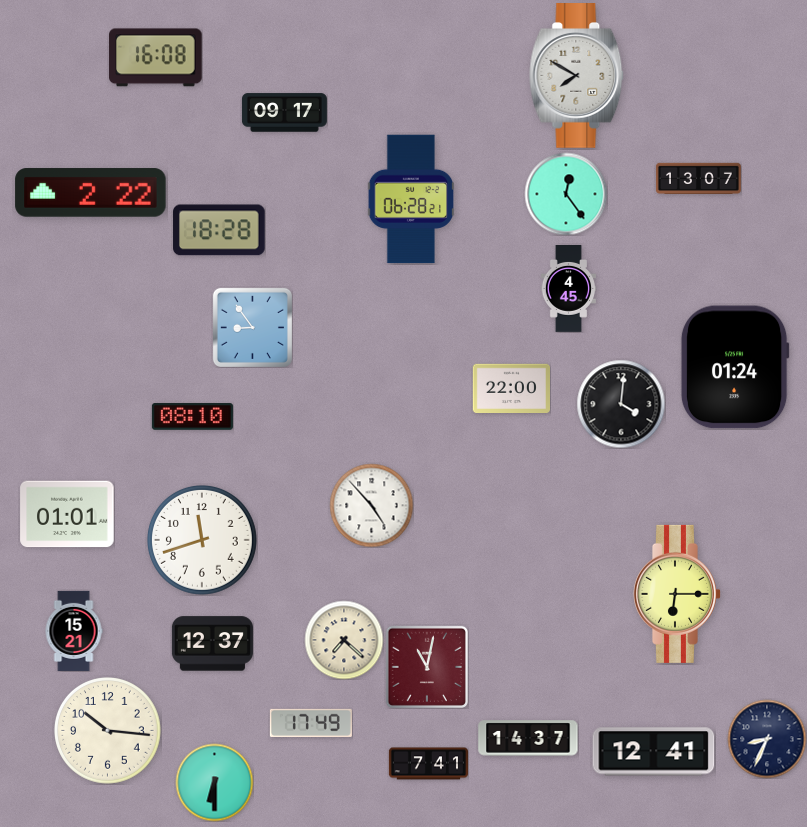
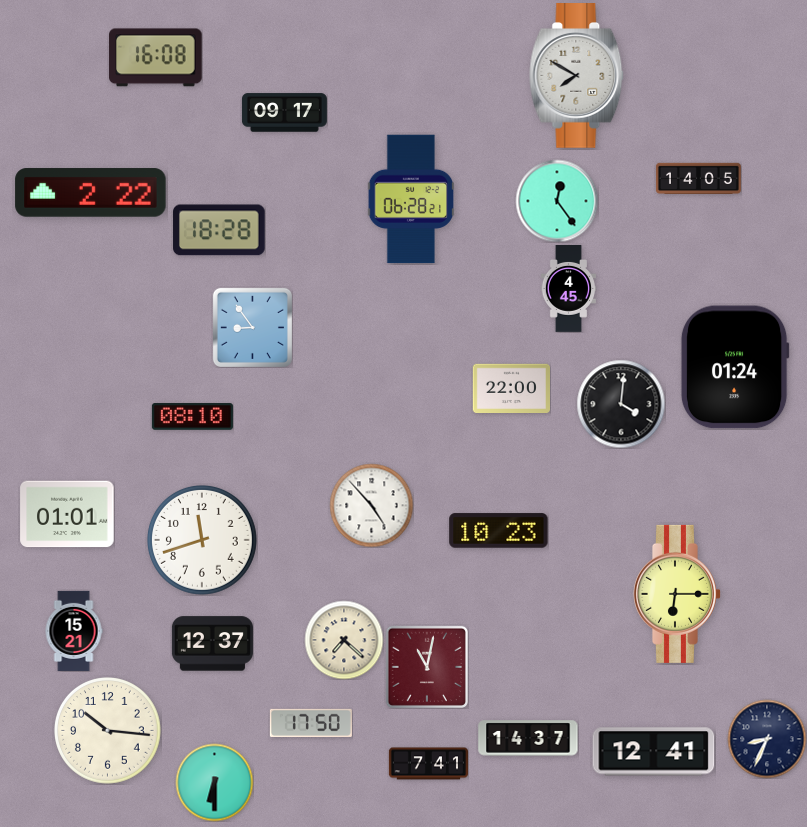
clock at (698, 178): 13:07 -> 14:05
clock at (566, 194) position: (566, 194) -> (557, 201)
clock at (499, 531): none -> 10:23
clock at (311, 723): 17:49 -> 17:50
